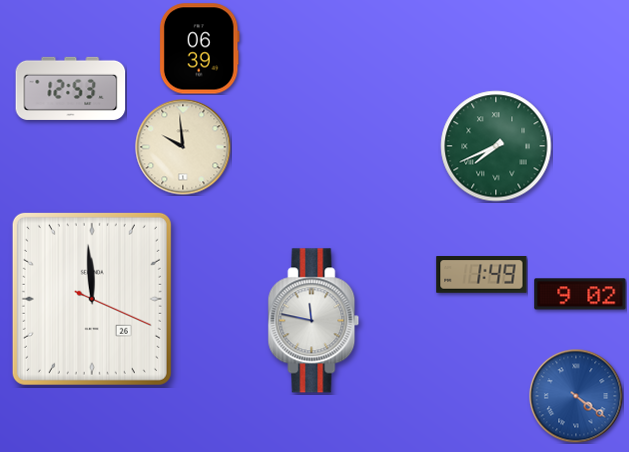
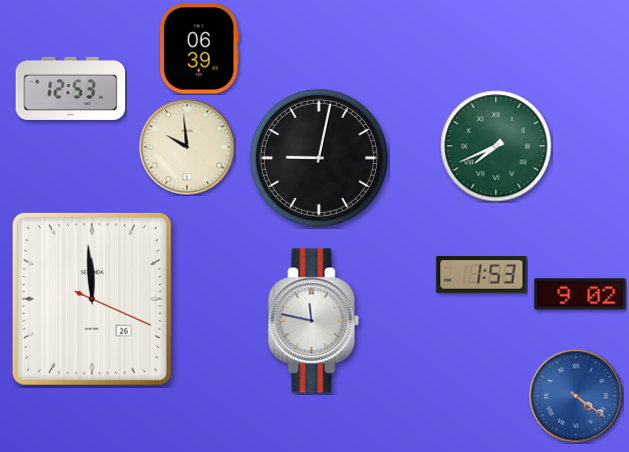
clock at (183, 147) position: (183, 147) -> (187, 147)
clock at (319, 158): none -> 9:02
clock at (482, 275): 1:49 -> 1:53
